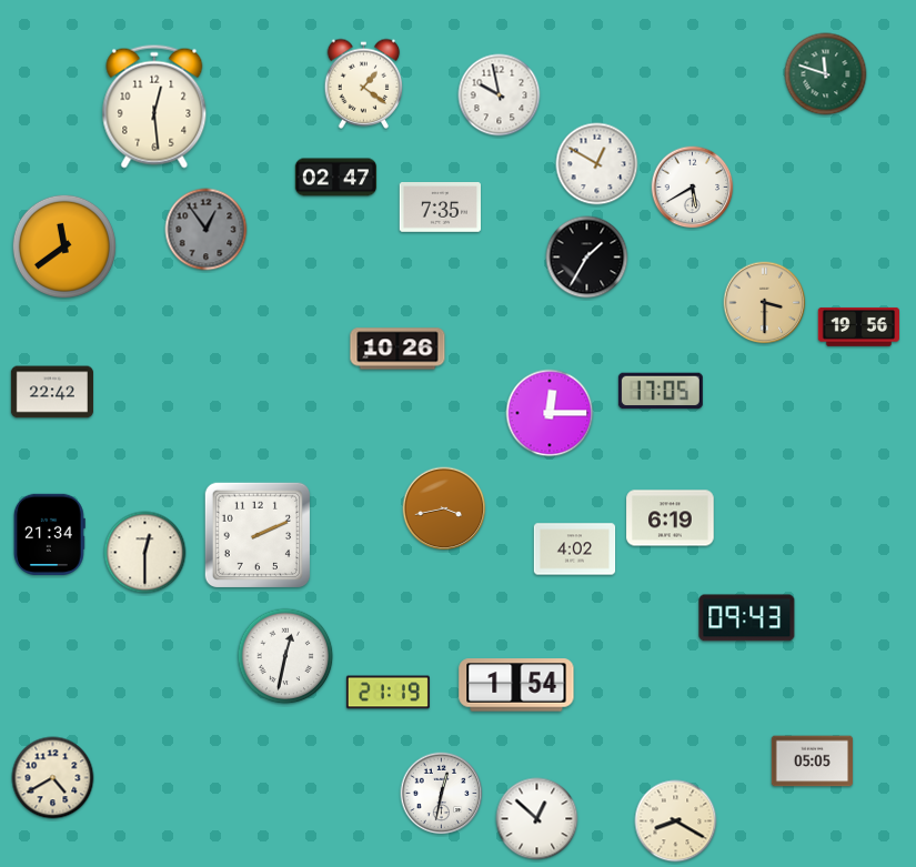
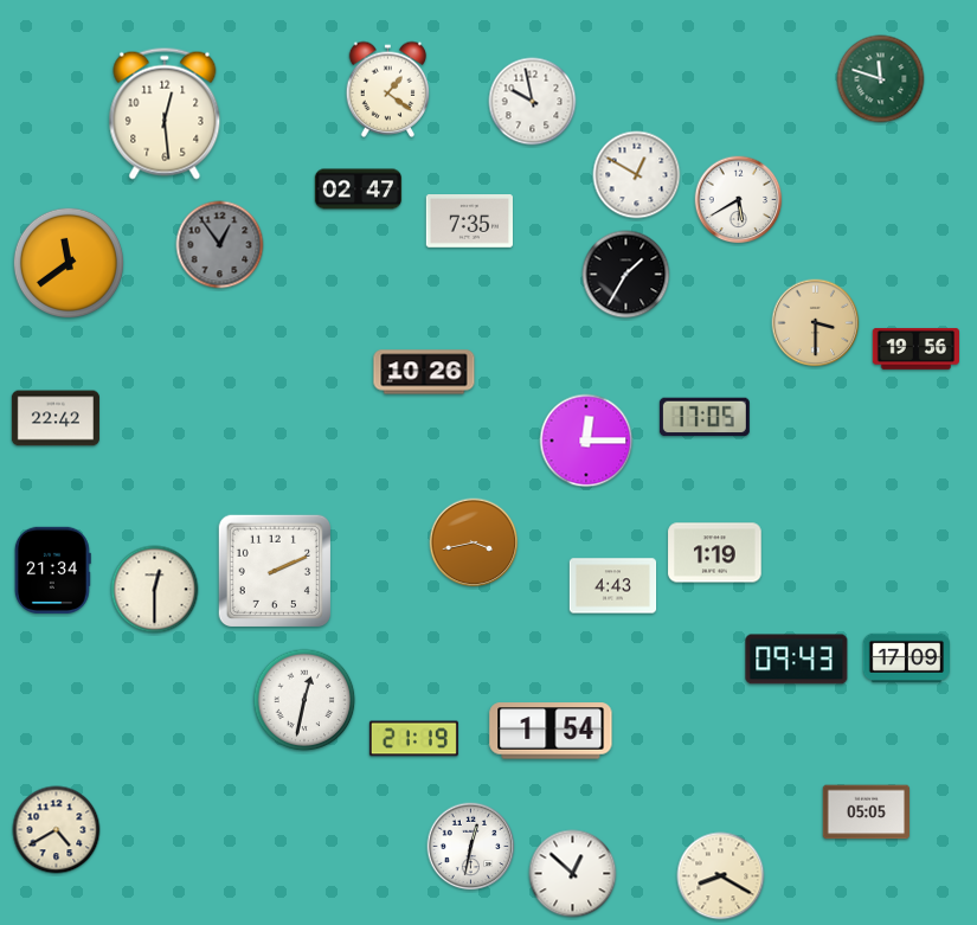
clock at (671, 518): 6:19 -> 1:19
clock at (575, 550): 4:02 -> 4:43
clock at (906, 657): none -> 17:09
